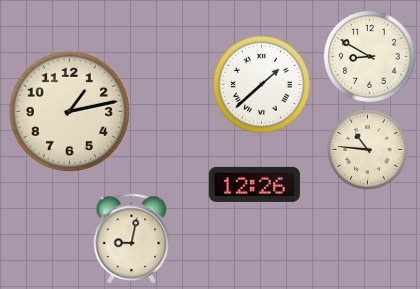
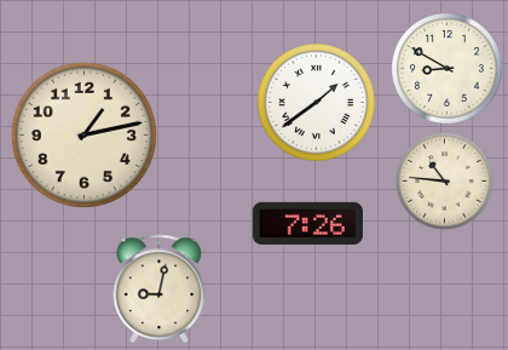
clock at (261, 84): 1:38 -> 1:39
clock at (254, 184): 12:26 -> 7:26
